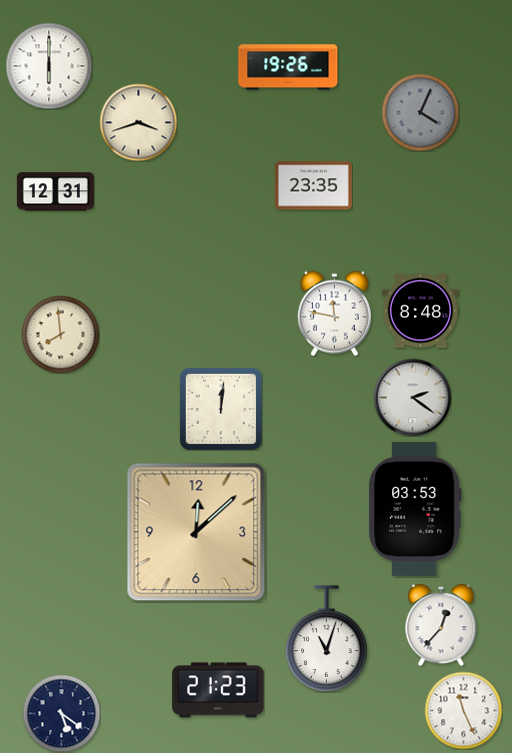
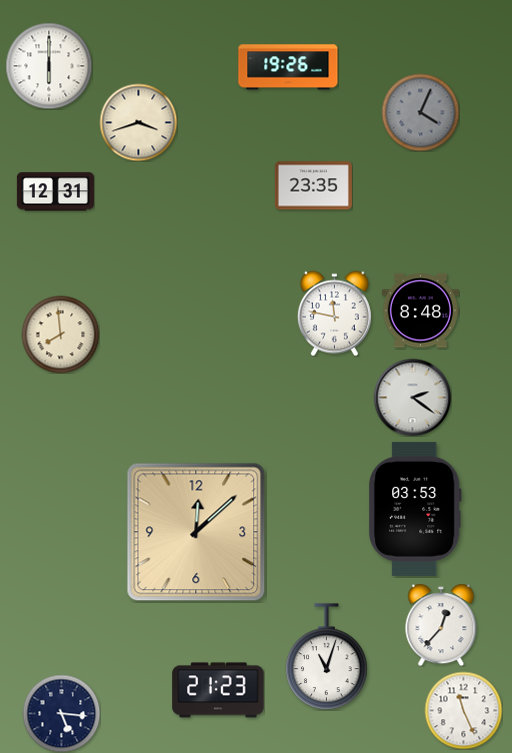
clock at (221, 409): 12:01 -> none
clock at (327, 639) position: (327, 639) -> (327, 657)
clock at (61, 713): 5:21 -> 5:16
